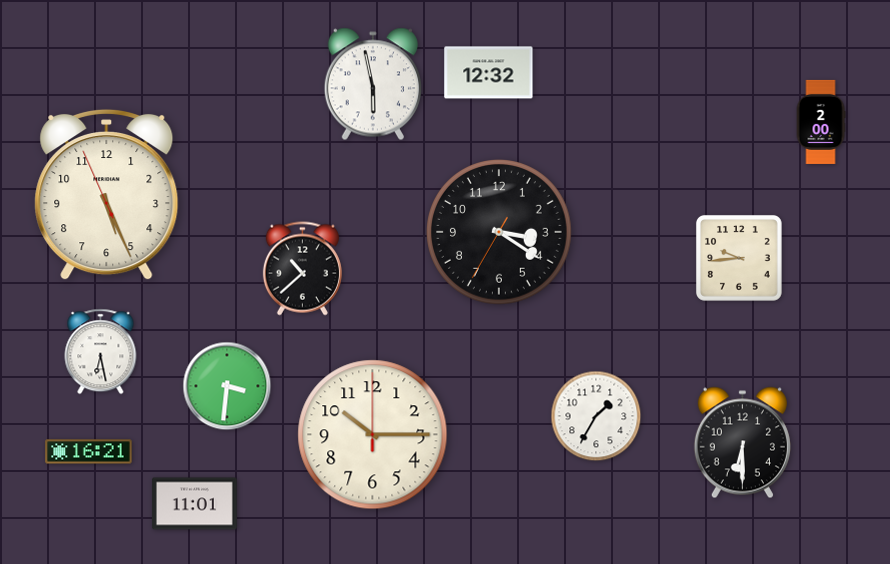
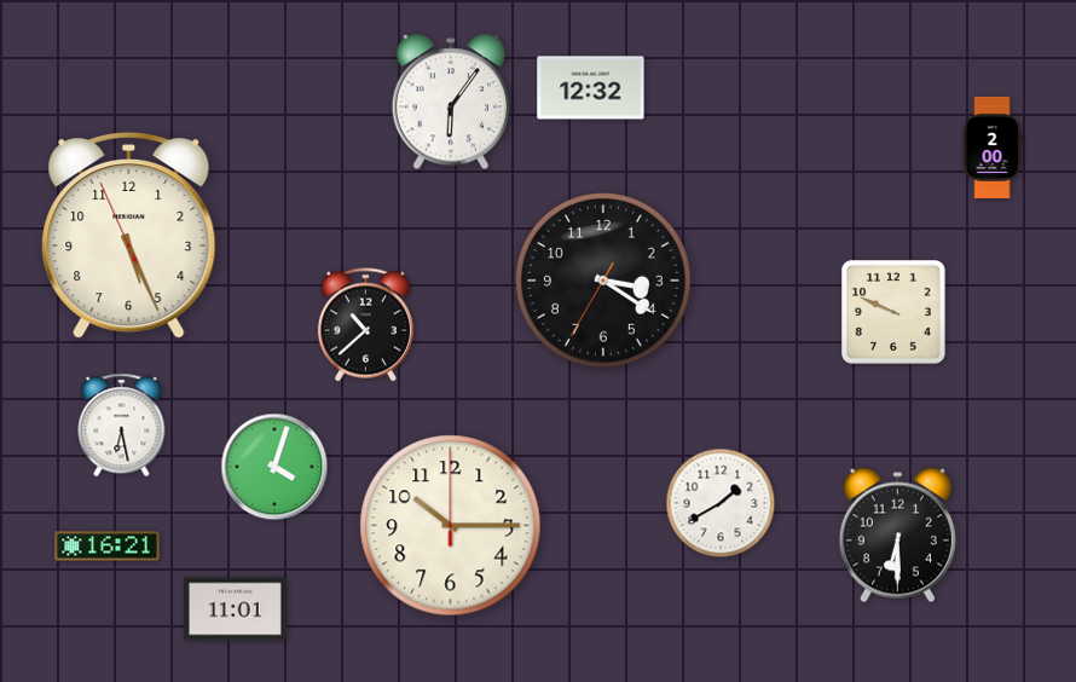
clock at (373, 84): 5:58 -> 6:06
clock at (739, 258): 9:44 -> 9:49
clock at (227, 386): 3:31 -> 4:03
clock at (596, 416): 1:35 -> 1:40
